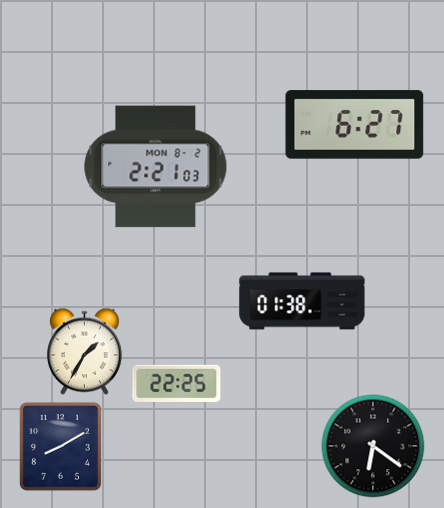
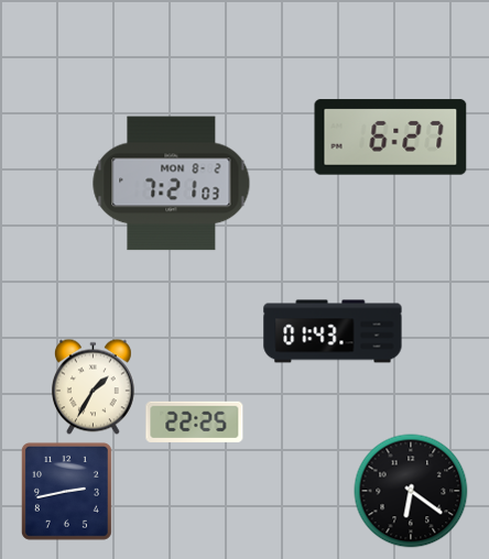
clock at (156, 167): 2:21 -> 7:21
clock at (302, 301): 01:38 -> 01:43
clock at (60, 446): 8:10 -> 2:43
